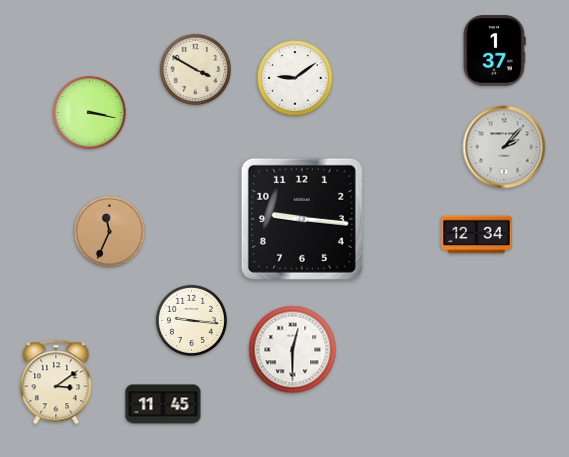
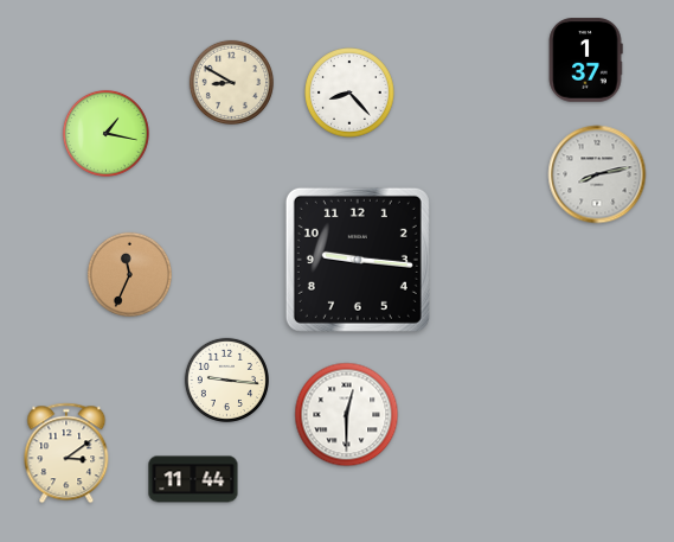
clock at (195, 69): 3:50 -> 8:50
clock at (295, 78): 9:09 -> 8:23
clock at (89, 112): 3:17 -> 1:17
clock at (504, 147): 2:07 -> 8:13
clock at (477, 235): 12:34 -> none
clock at (163, 404): 11:45 -> 11:44
